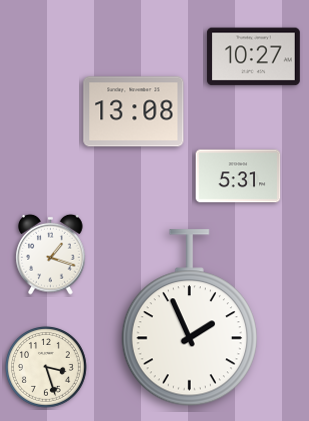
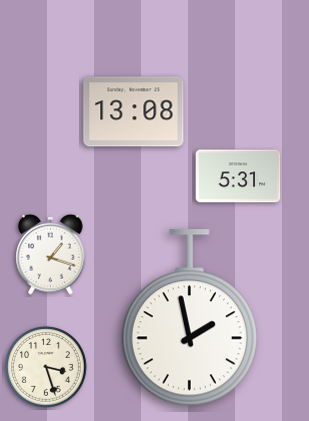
clock at (253, 57): 10:27 -> none
clock at (189, 318): 1:56 -> 1:58
